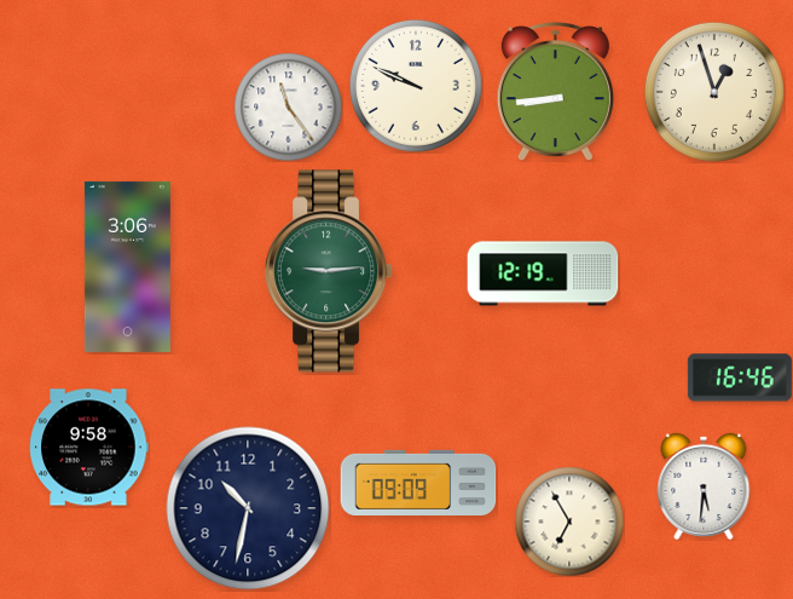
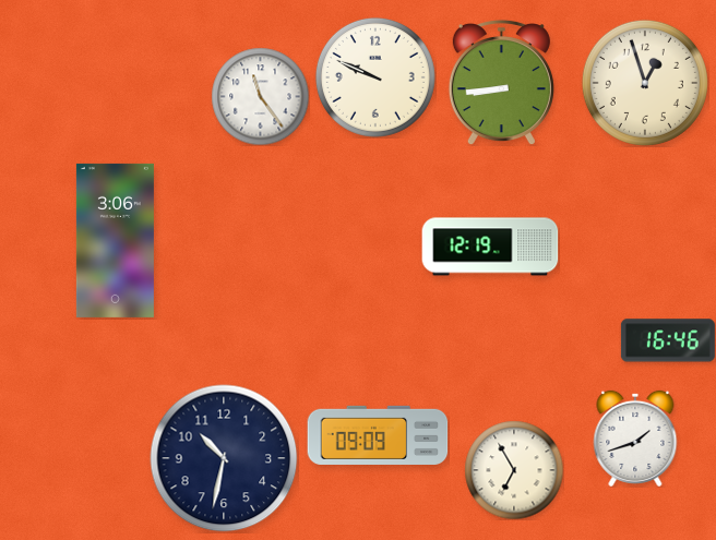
clock at (330, 271): 9:14 -> none
clock at (89, 448): 9:58 -> none
clock at (704, 486): 5:31 -> 1:42
